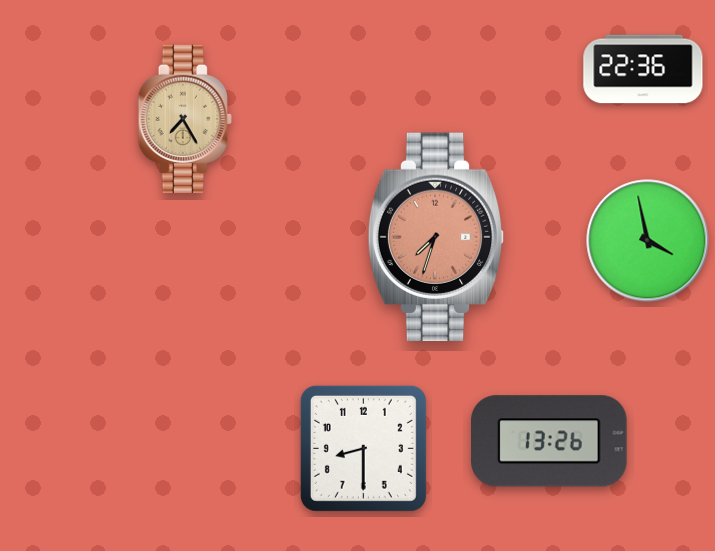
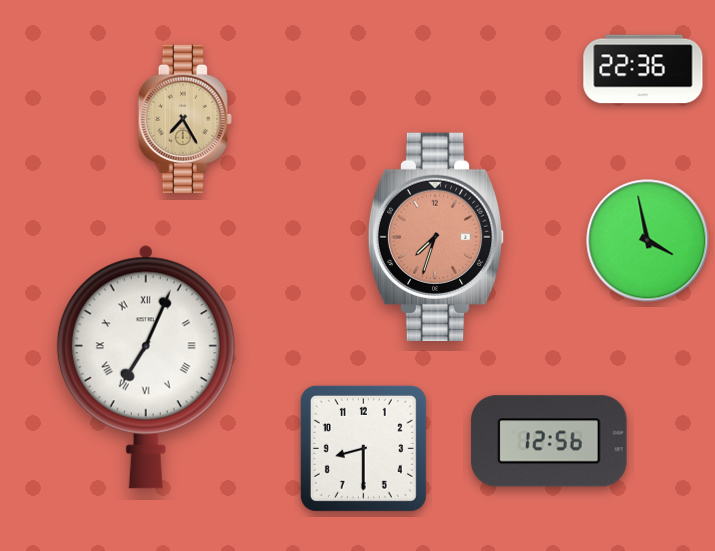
clock at (146, 367): none -> 7:04
clock at (550, 441): 13:26 -> 12:56
